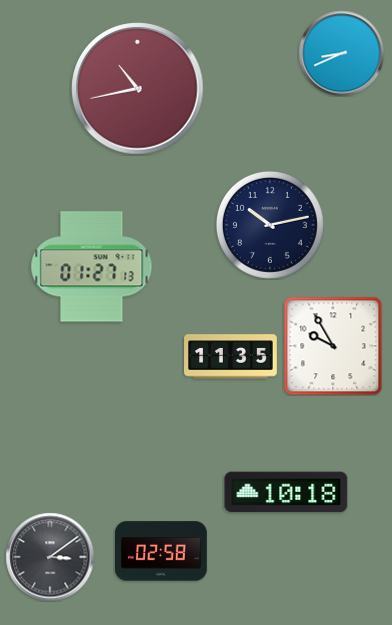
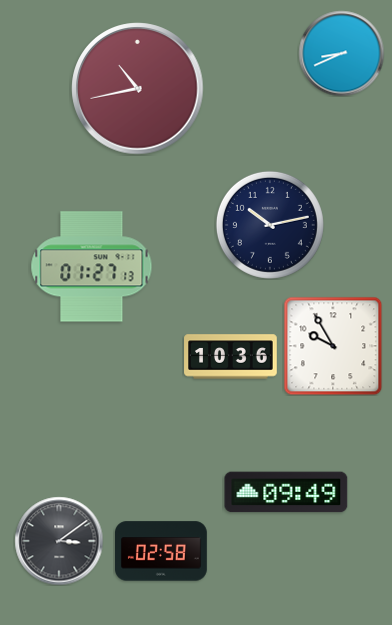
clock at (231, 357): 11:35 -> 10:36
clock at (286, 492): 10:18 -> 09:49
clock at (50, 557) position: (50, 557) -> (59, 541)
